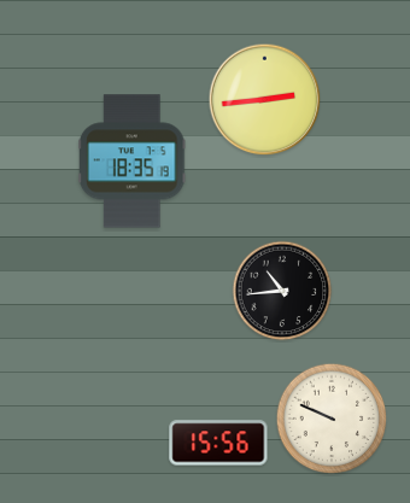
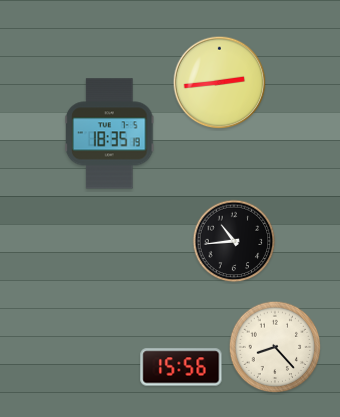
clock at (332, 419): 9:49 -> 8:23
